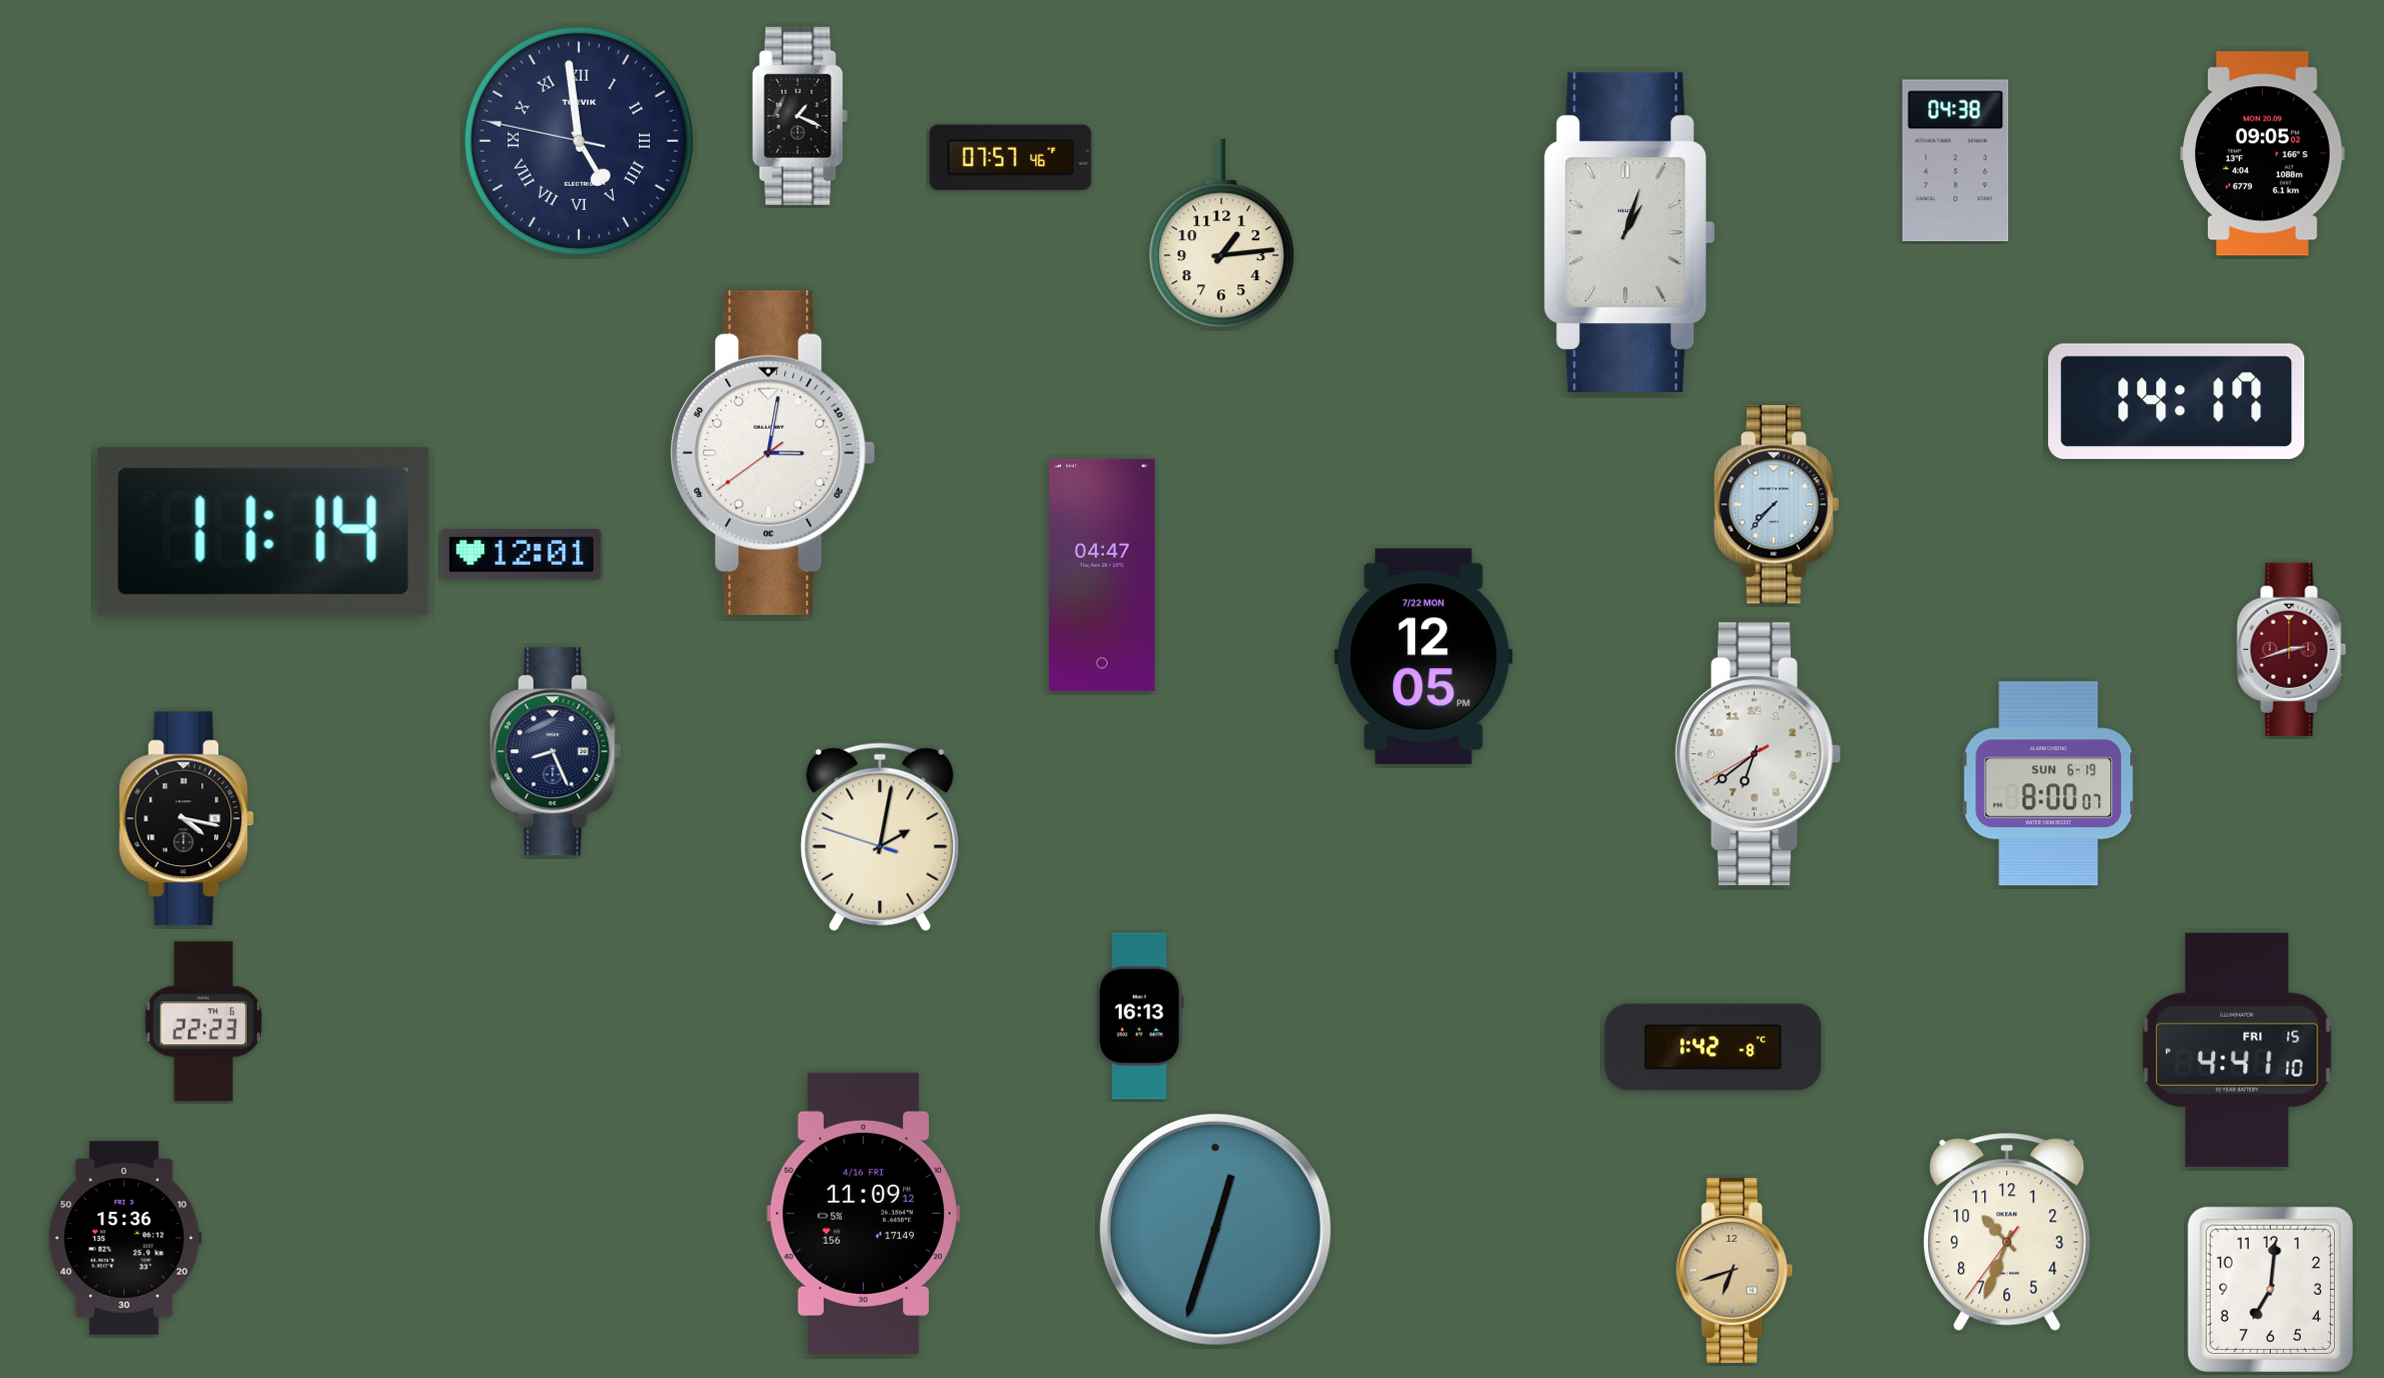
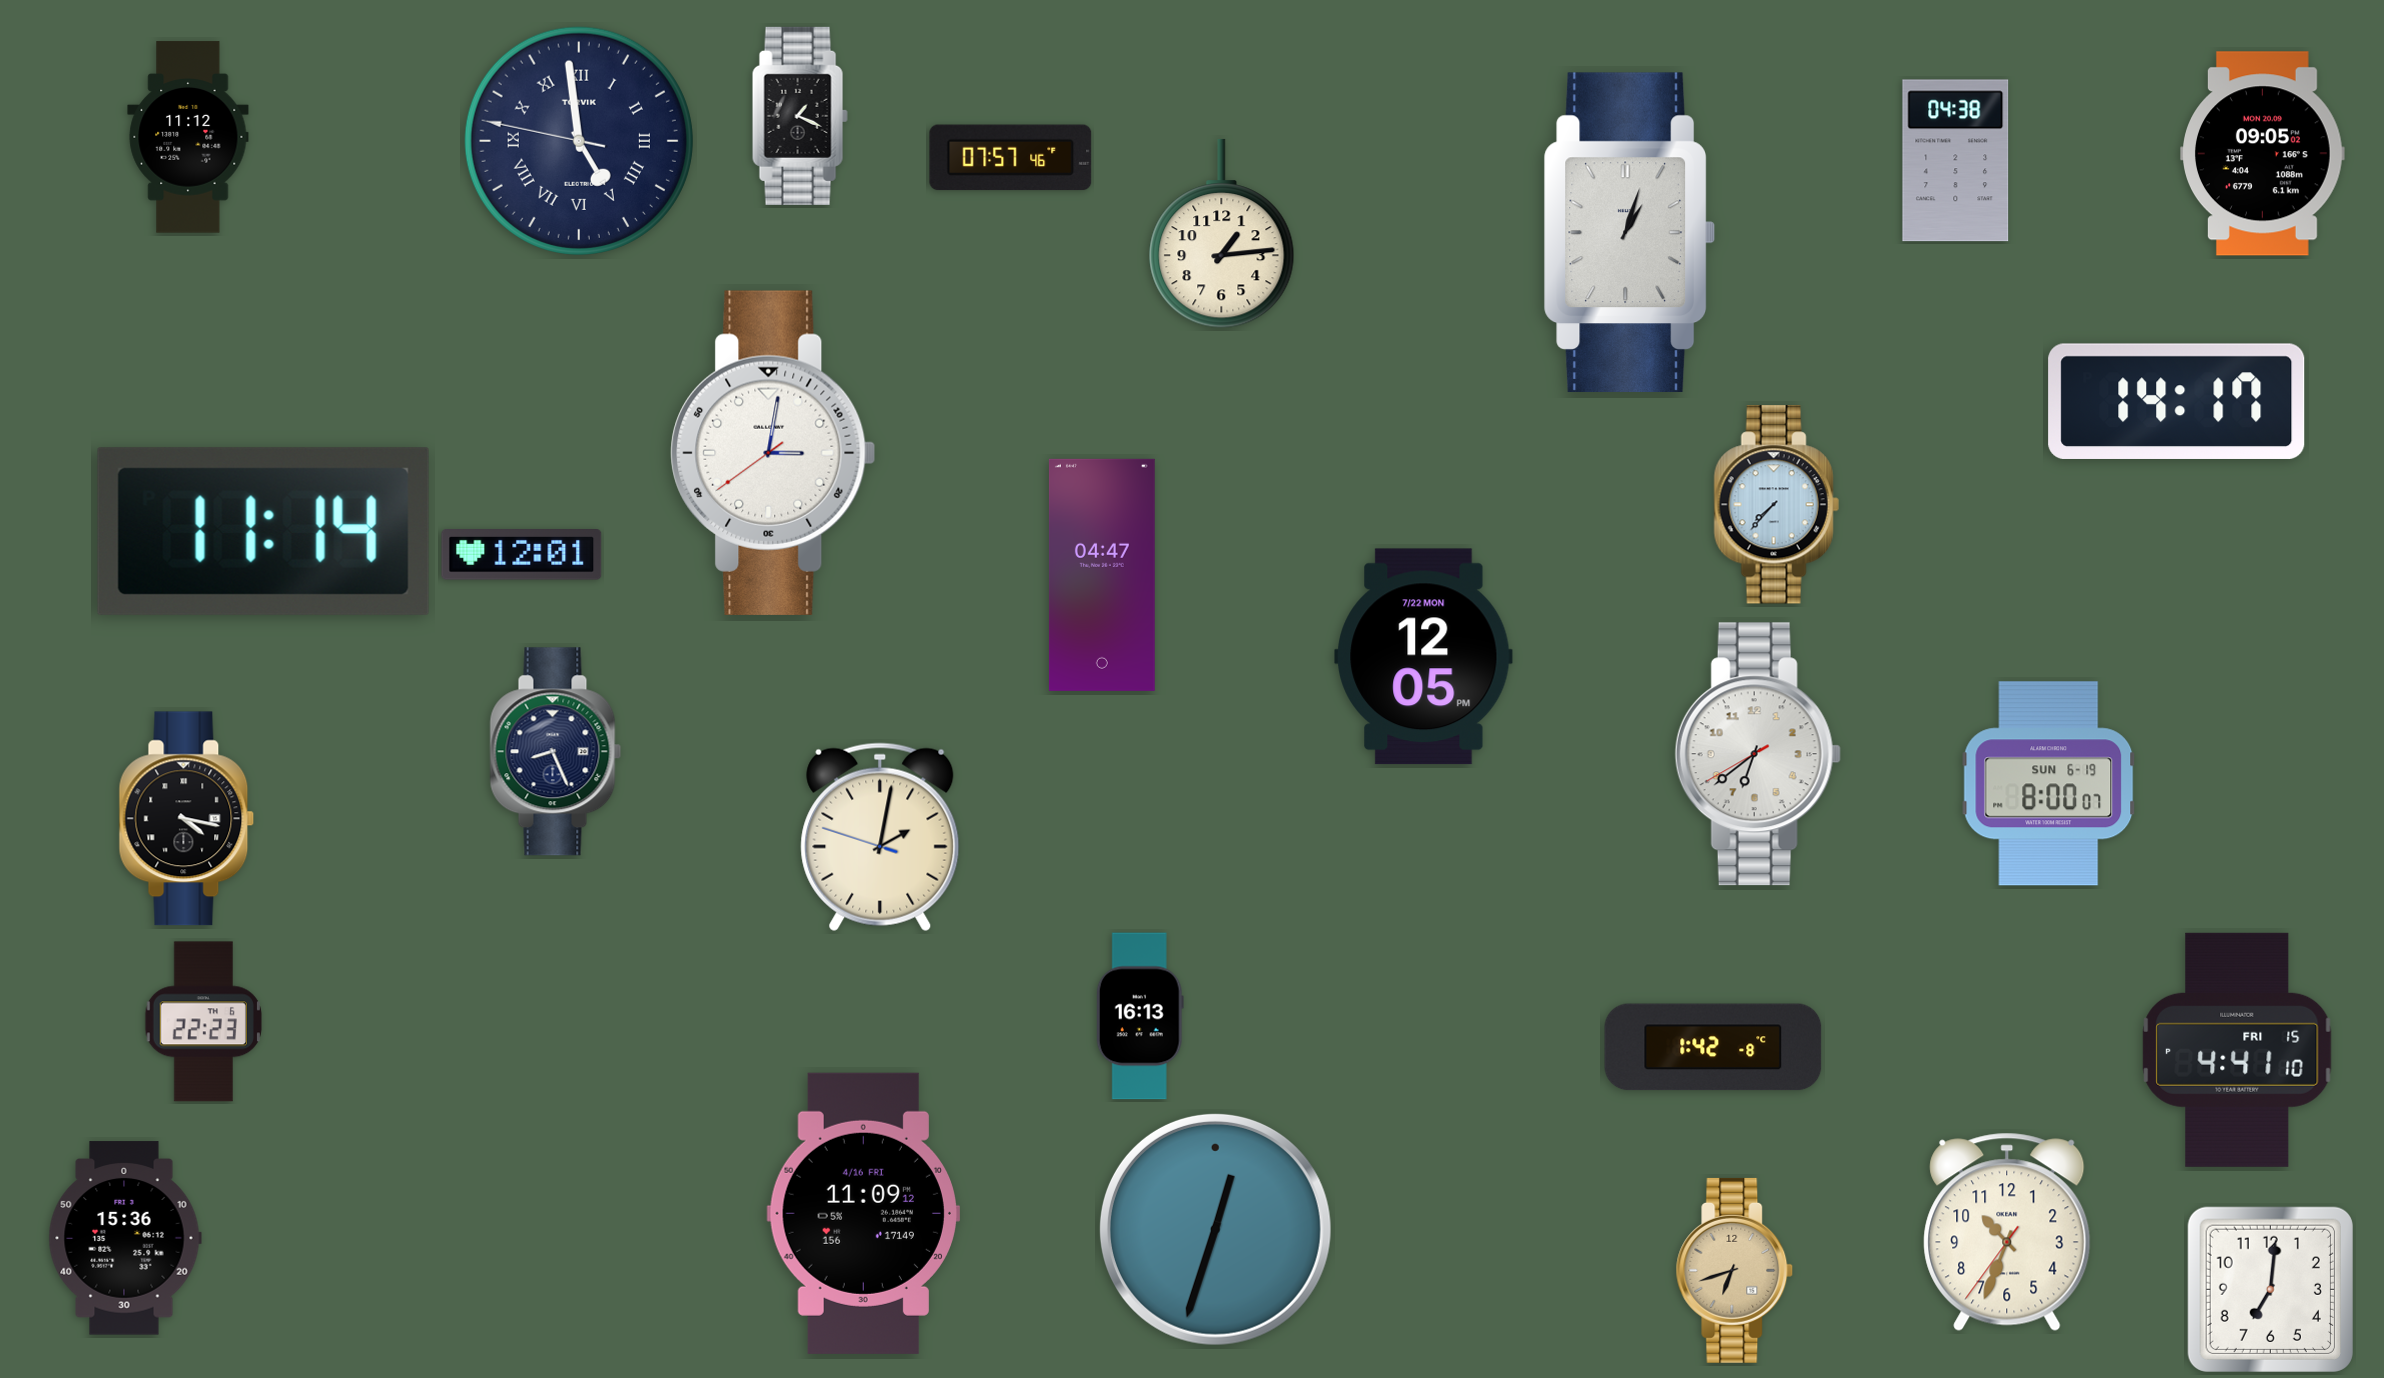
clock at (188, 137): none -> 11:12
clock at (2292, 649): 2:42 -> none
